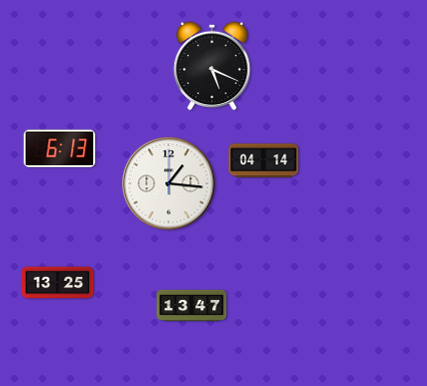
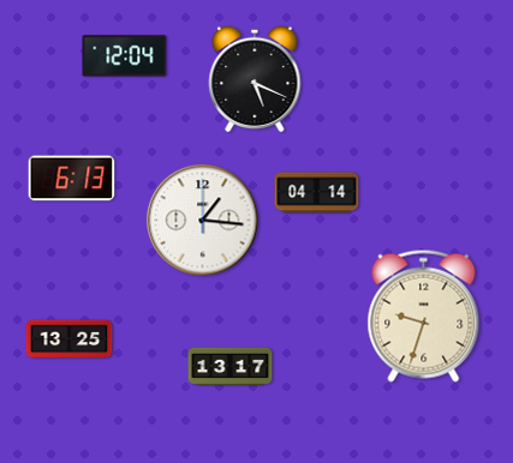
clock at (125, 56): none -> 12:04
clock at (424, 315): none -> 9:33
clock at (192, 306): 13:47 -> 13:17
